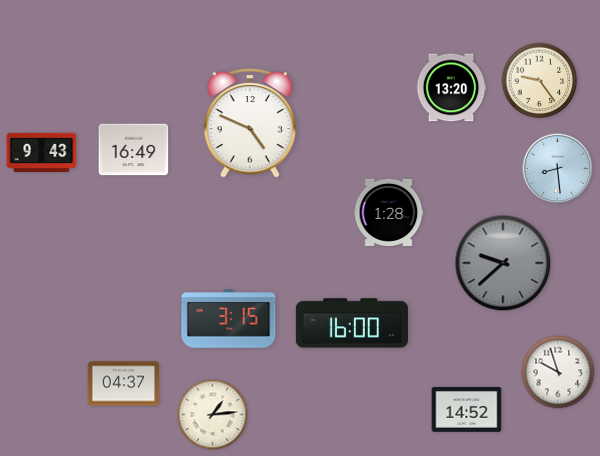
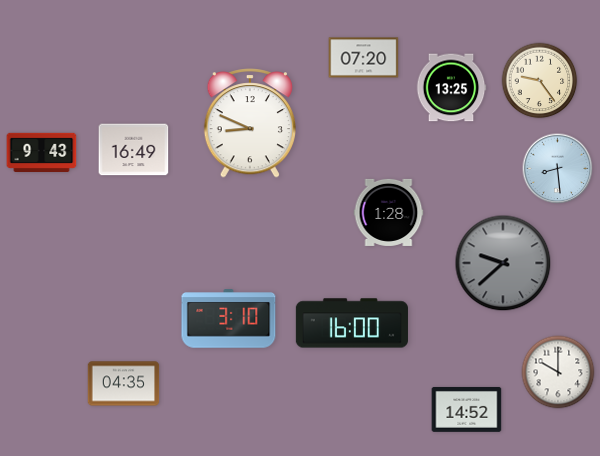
clock at (364, 58): none -> 07:20
clock at (451, 88): 13:20 -> 13:25
clock at (249, 123): 4:49 -> 8:49
clock at (229, 319): 3:15 -> 3:10
clock at (558, 372): 9:57 -> 10:00
clock at (124, 384): 04:37 -> 04:35
clock at (213, 415): 1:14 -> none
